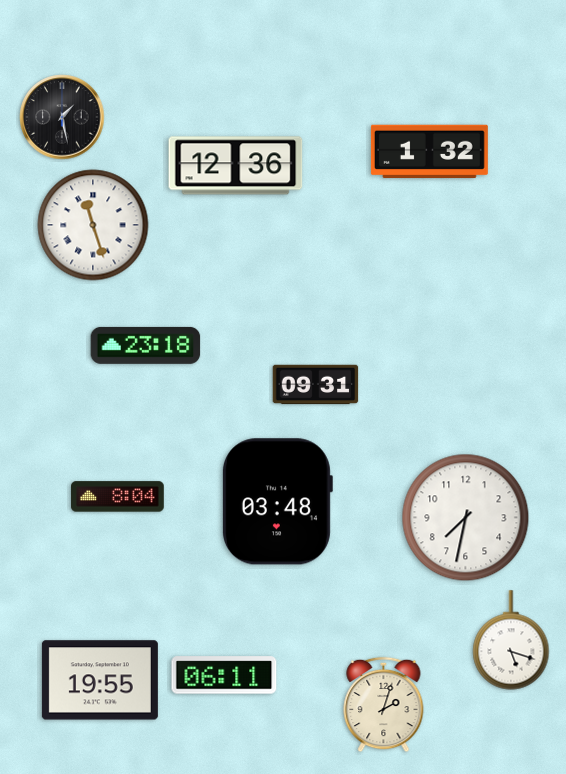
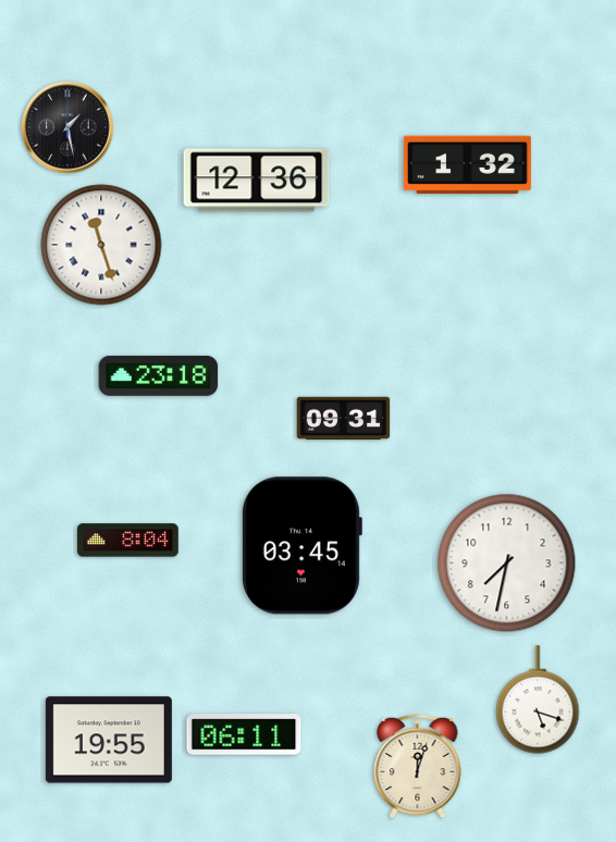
clock at (277, 502): 03:48 -> 03:45
clock at (511, 640) position: (511, 640) -> (538, 699)
clock at (384, 705): 2:03 -> 12:03
